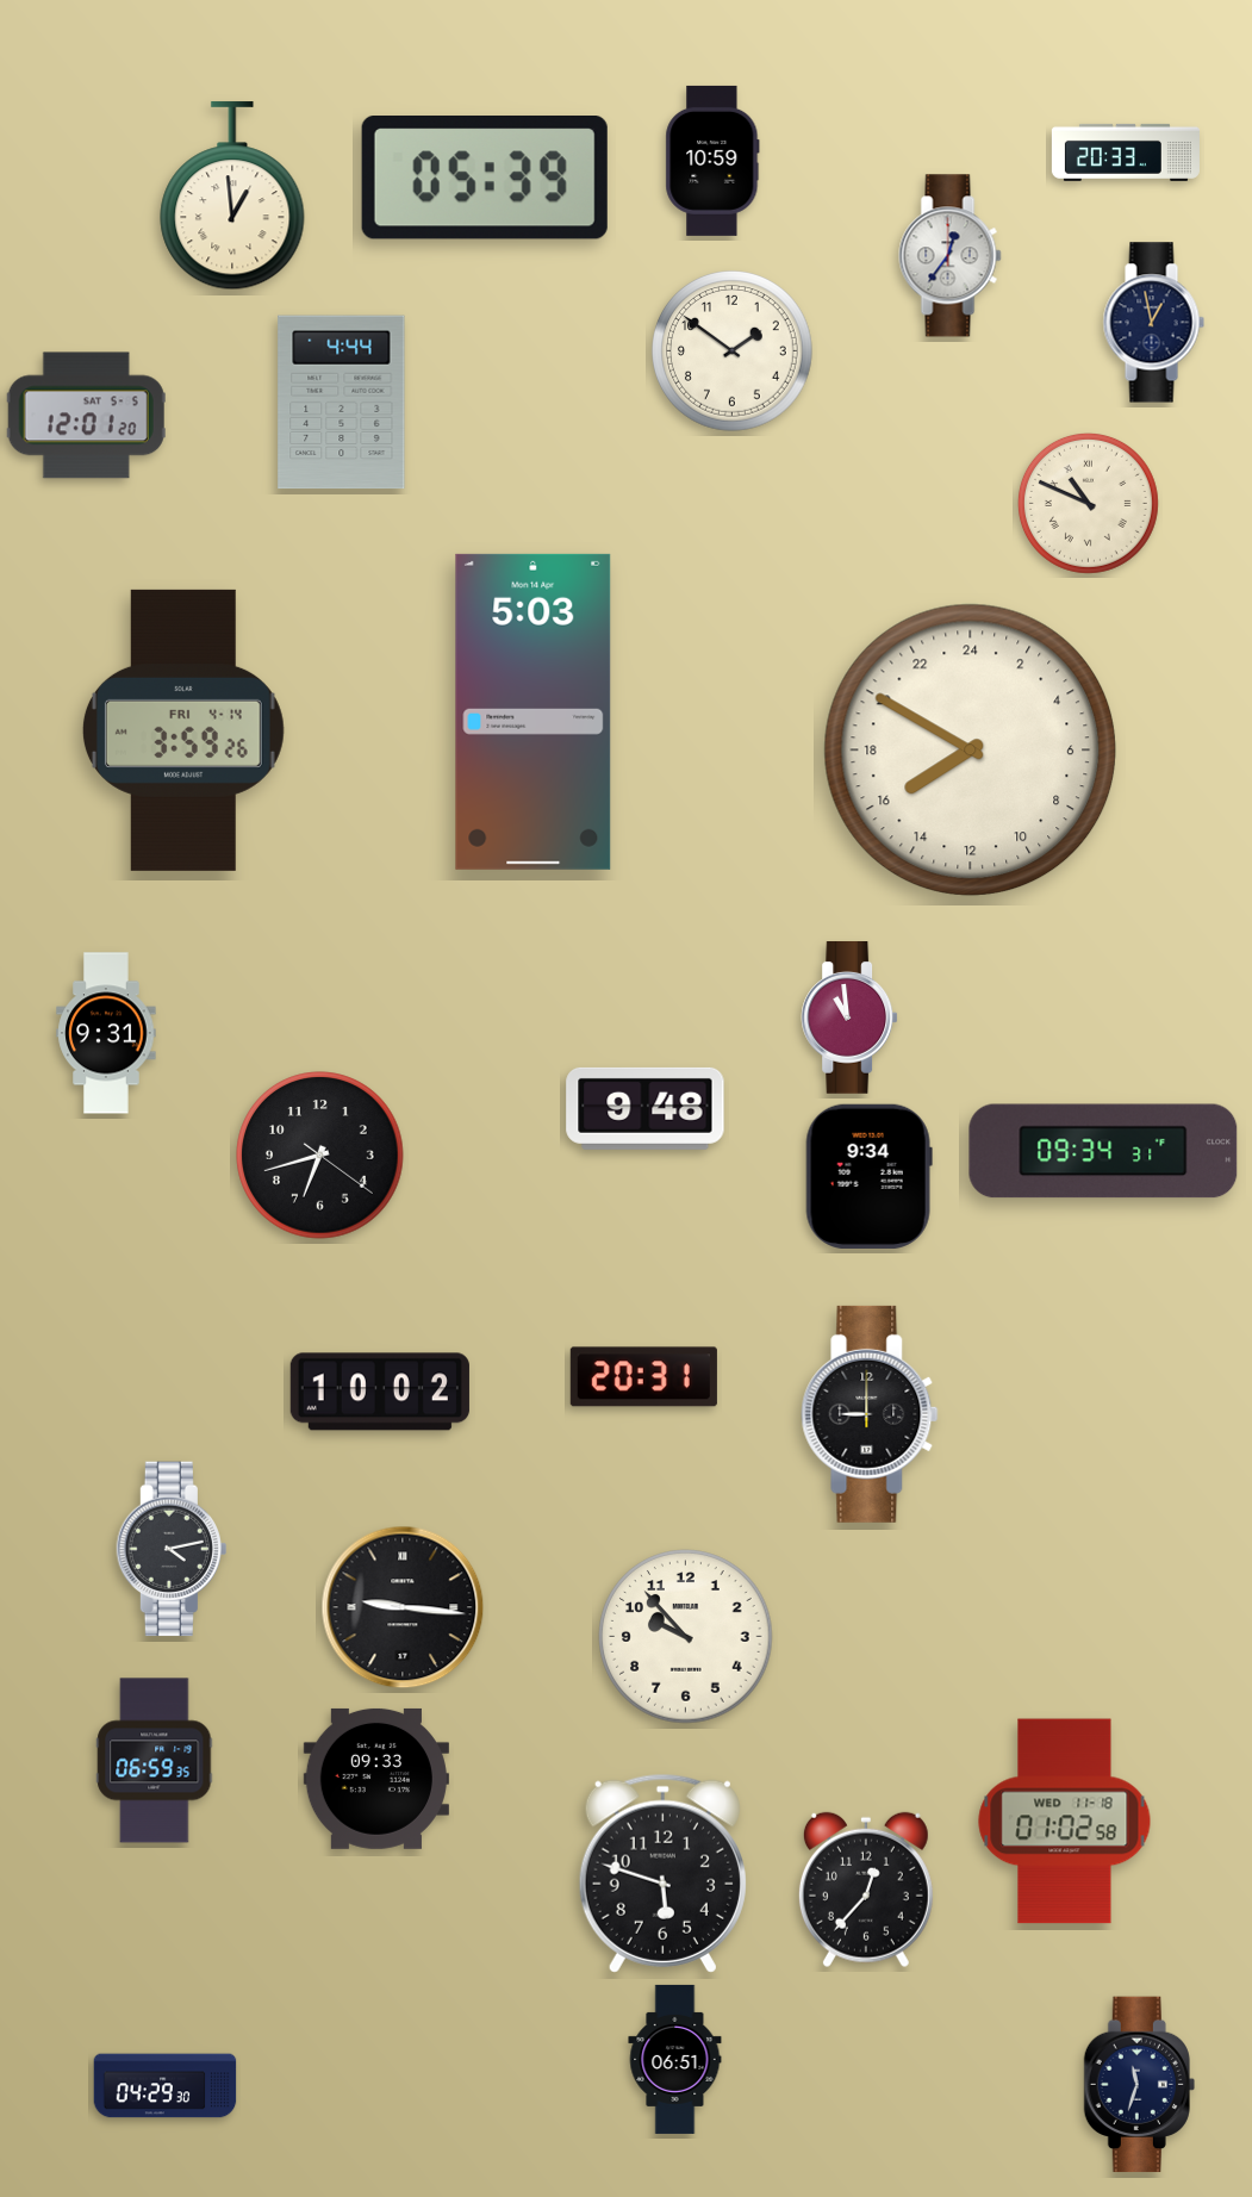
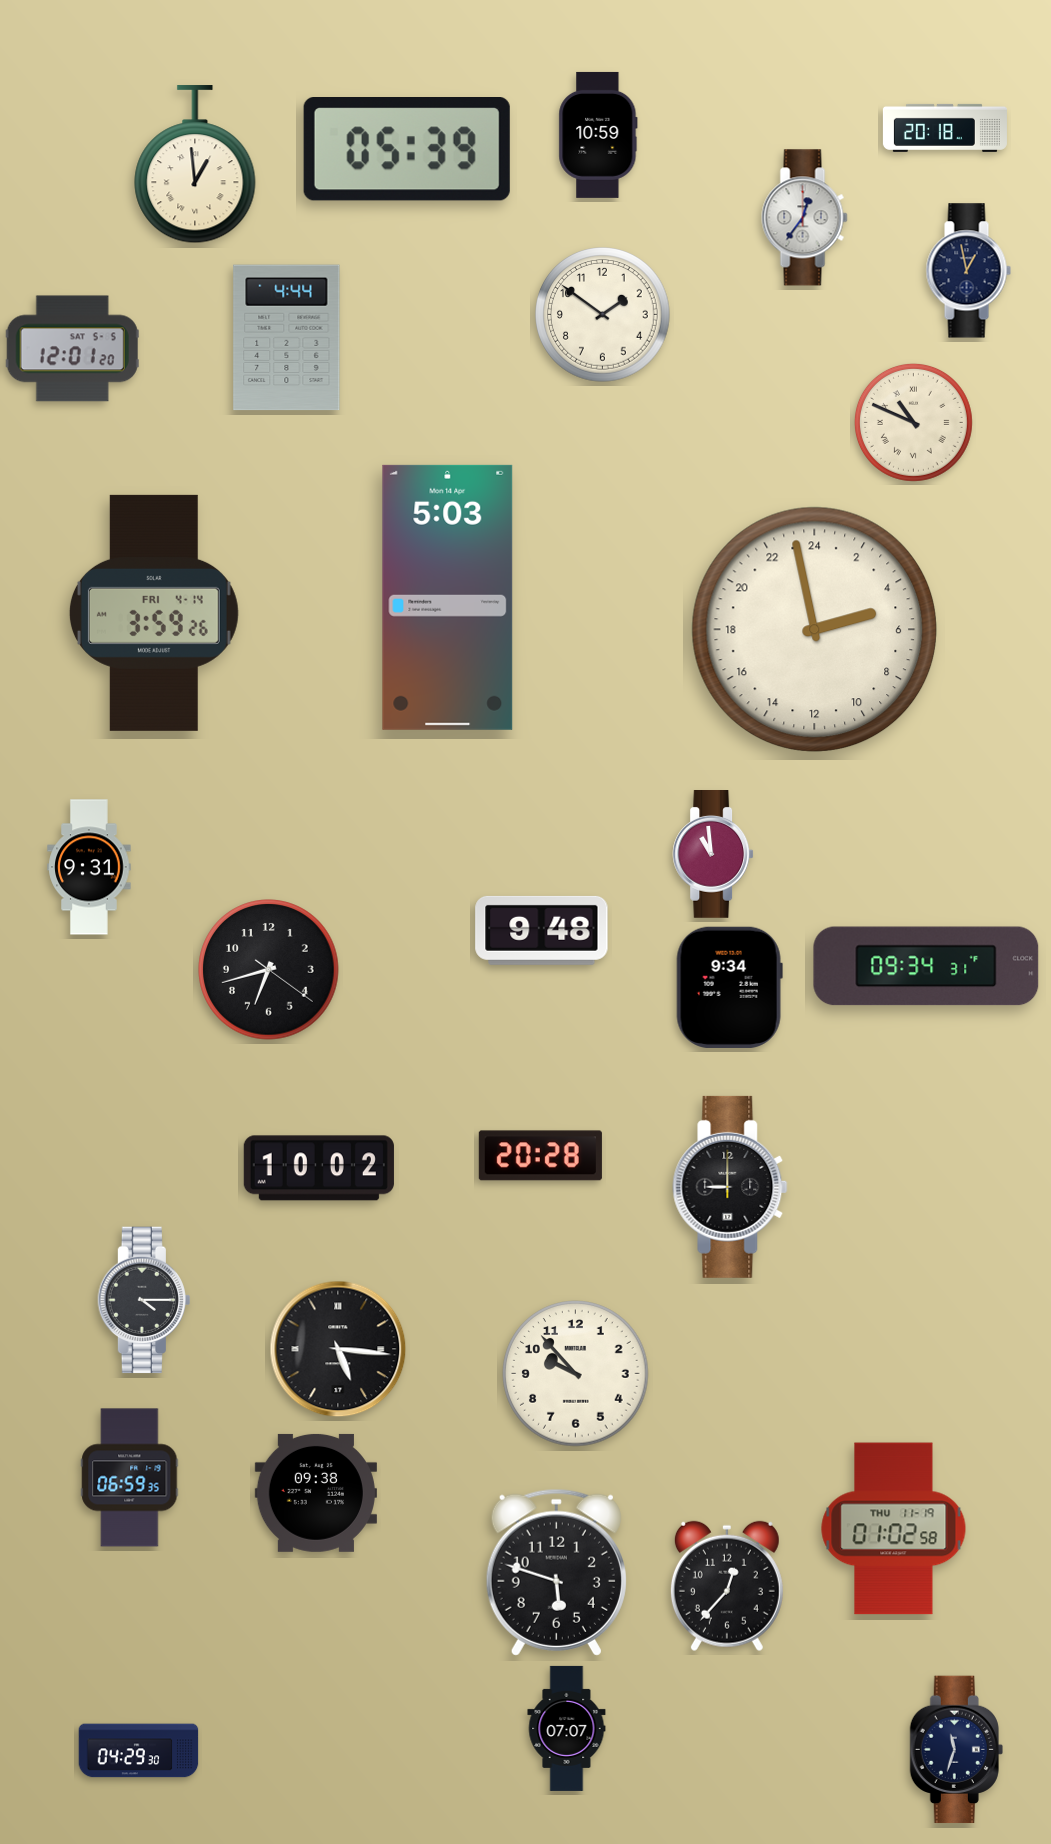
clock at (1126, 153): 20:33 -> 20:18
clock at (951, 256) position: (951, 256) -> (805, 218)
clock at (733, 351) position: (733, 351) -> (603, 315)
clock at (971, 751): 15:50 -> 4:58
clock at (643, 1377): 20:31 -> 20:28
clock at (170, 1549): 4:13 -> 4:15
clock at (403, 1607): 9:16 -> 5:16
clock at (376, 1779): 09:33 -> 09:38
clock at (1065, 1822) date: WED 11-18 -> THU 11-19
clock at (675, 2059): 06:51 -> 07:07
